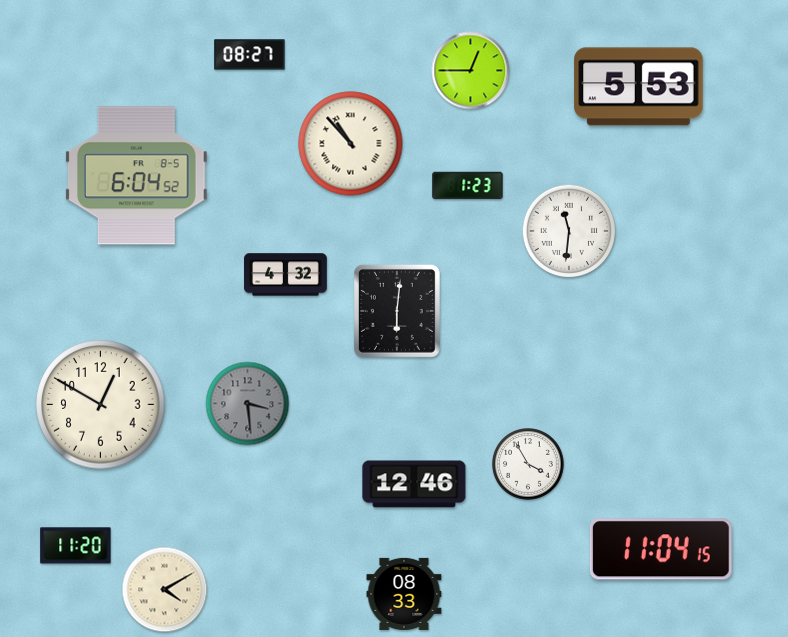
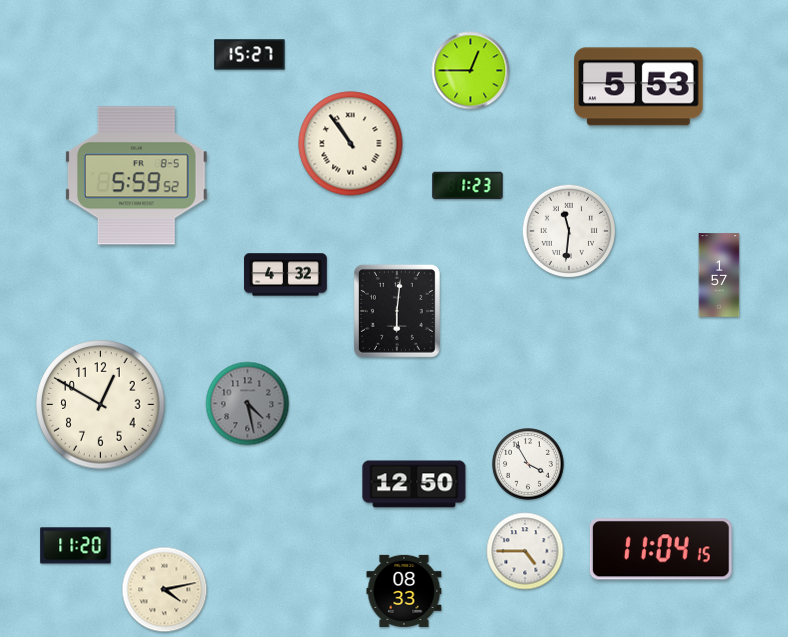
clock at (250, 55): 08:27 -> 15:27
clock at (351, 144): 10:53 -> 10:54
clock at (137, 176): 6:04 -> 5:59
clock at (719, 275): none -> 1:57
clock at (248, 404): 3:29 -> 4:28
clock at (414, 484): 12:46 -> 12:50
clock at (525, 551): none -> 4:45
clock at (165, 590): 4:10 -> 4:13
clock at (404, 594) position: (404, 594) -> (404, 591)
